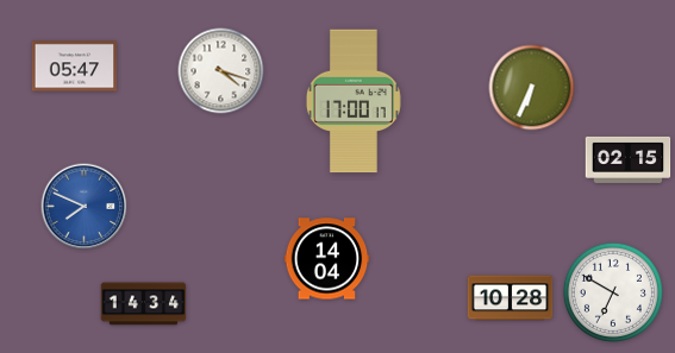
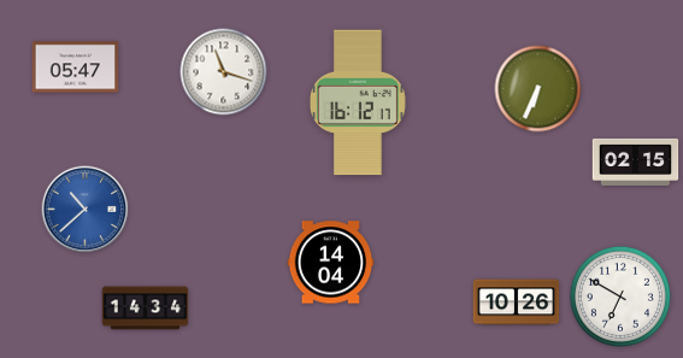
clock at (221, 71): 4:18 -> 11:18
clock at (354, 101): 17:00 -> 16:12
clock at (85, 207): 7:49 -> 10:38
clock at (511, 298): 10:28 -> 10:26
